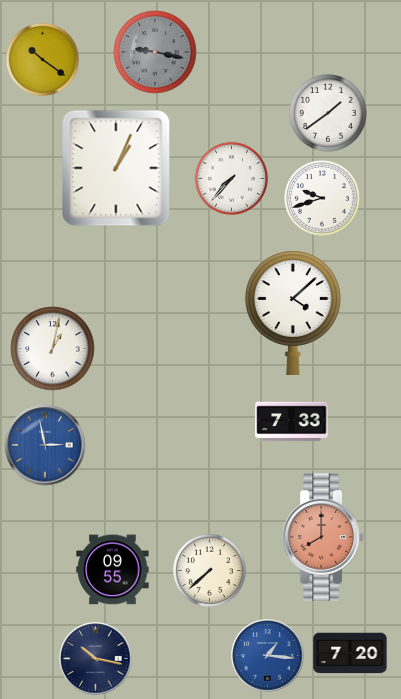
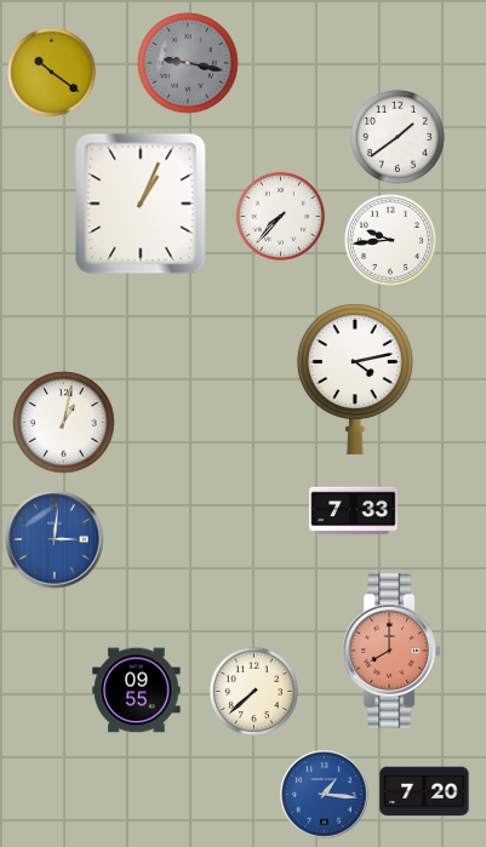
clock at (322, 198): 9:42 -> 9:44
clock at (293, 313): 4:08 -> 4:13
clock at (45, 445): 2:58 -> 3:01
clock at (96, 659): 10:17 -> none
